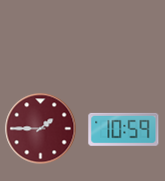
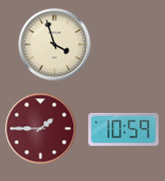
clock at (55, 45): none -> 3:57
